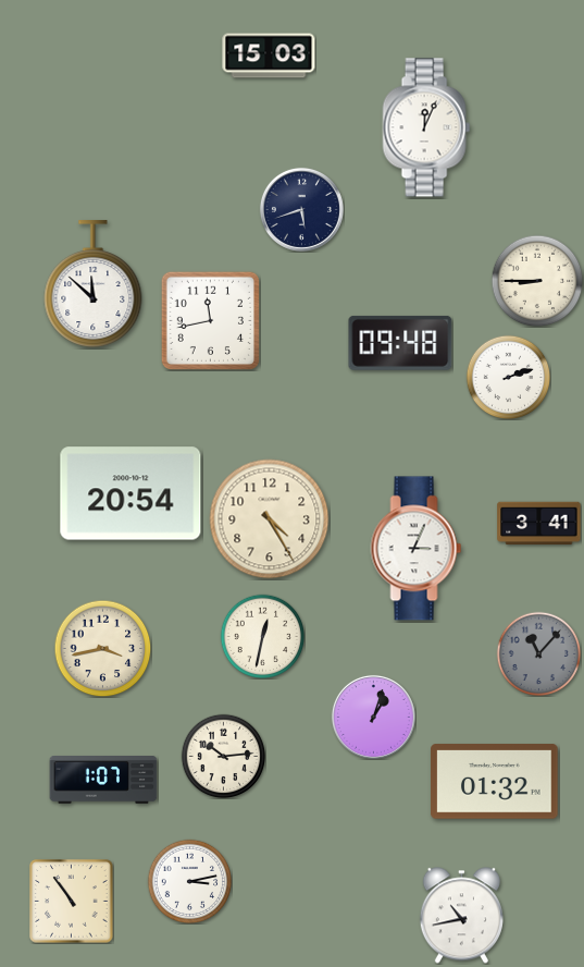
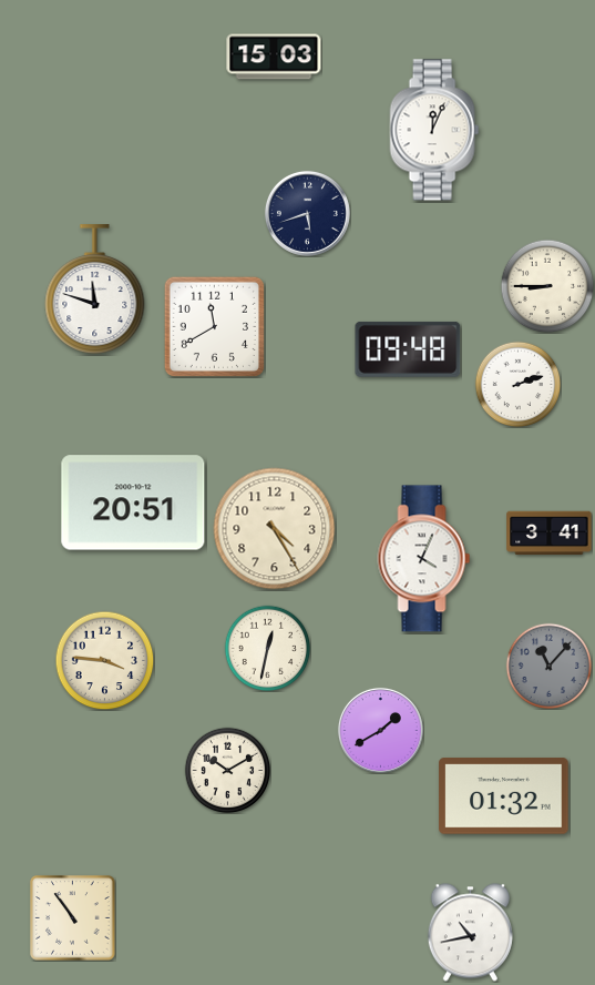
clock at (94, 284): 11:52 -> 11:48
clock at (210, 320): 11:43 -> 11:40
clock at (131, 493): 20:54 -> 20:51
clock at (417, 549): 3:04 -> 4:04
clock at (102, 648): 3:43 -> 3:46
clock at (373, 717): 1:03 -> 1:40
clock at (223, 756): 10:14 -> 10:10
clock at (103, 781): 1:07 -> none
clock at (189, 881): 3:13 -> none
